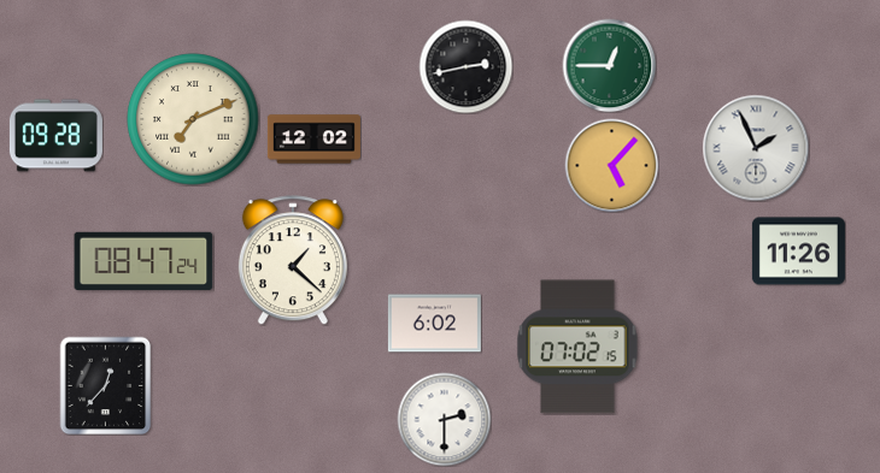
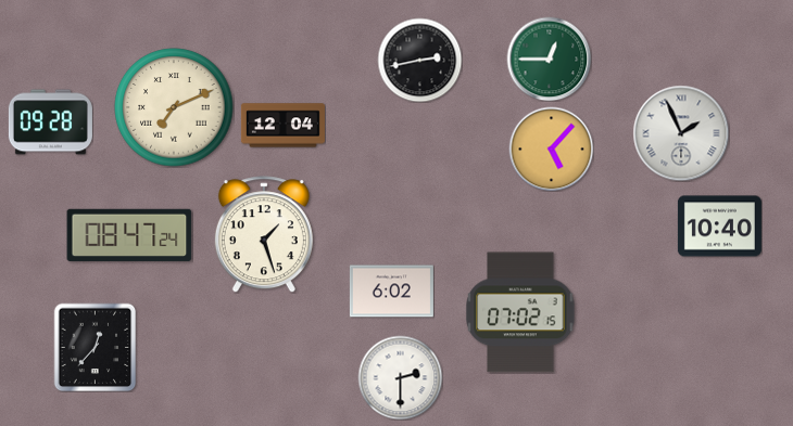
clock at (313, 140): 12:02 -> 12:04
clock at (798, 252): 11:26 -> 10:40
clock at (293, 260): 1:22 -> 1:27
